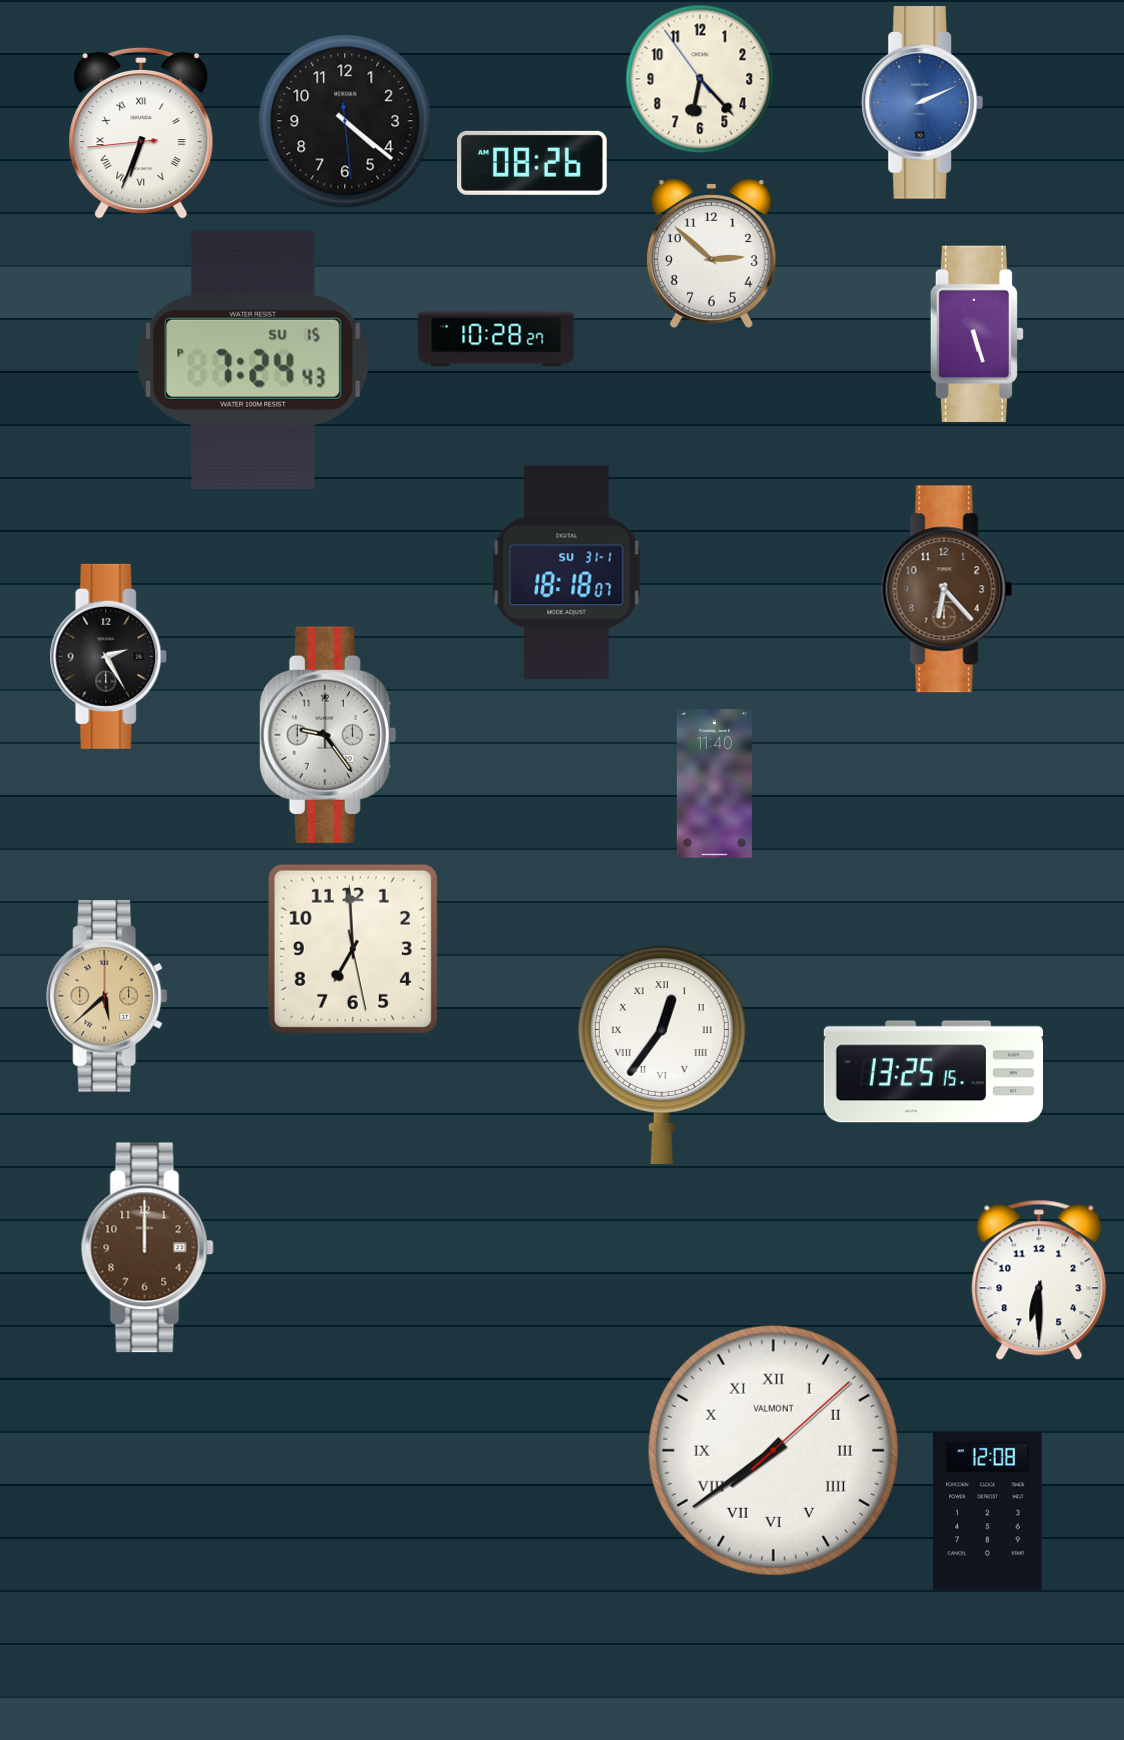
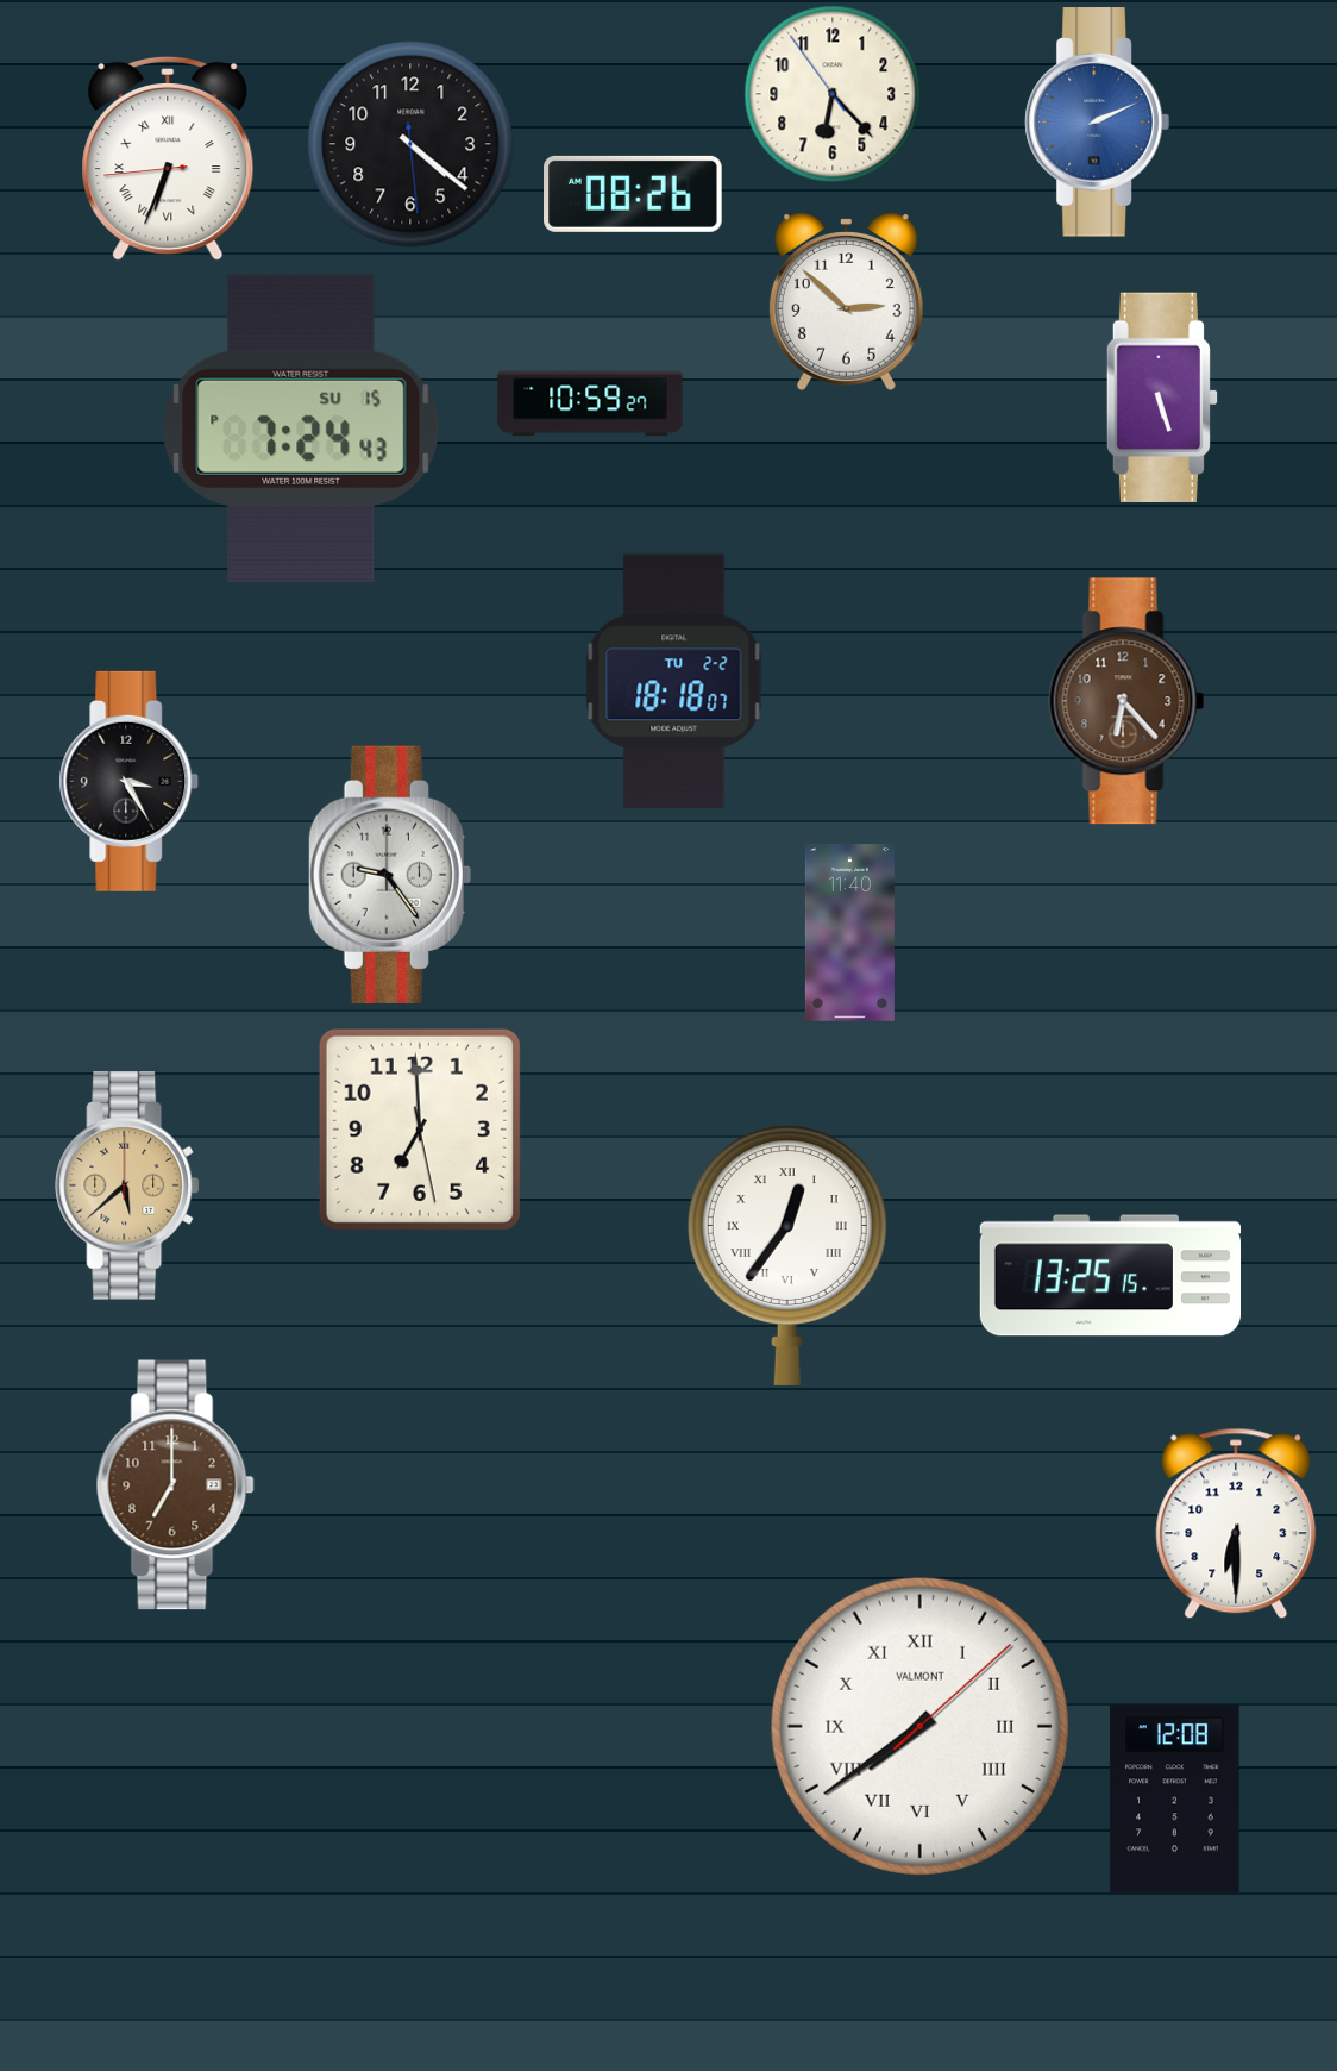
clock at (496, 339): 10:28 -> 10:59
clock at (567, 573) date: SU 31-1 -> TU 2-2
clock at (109, 656): 2:25 -> 3:25
clock at (147, 1248): 12:00 -> 7:00
